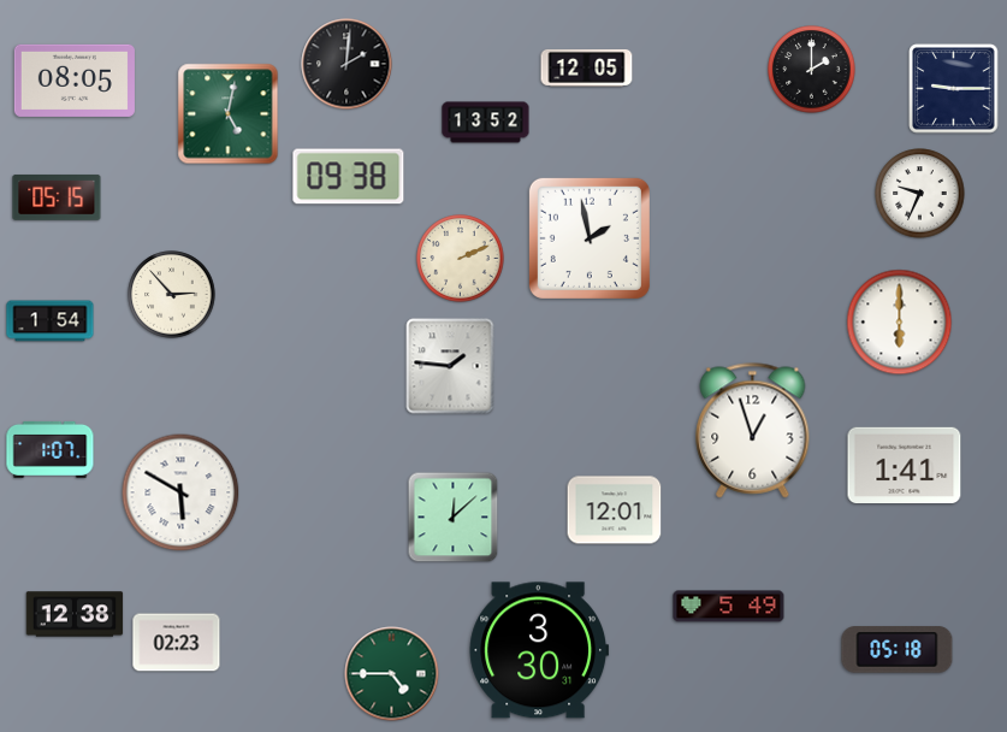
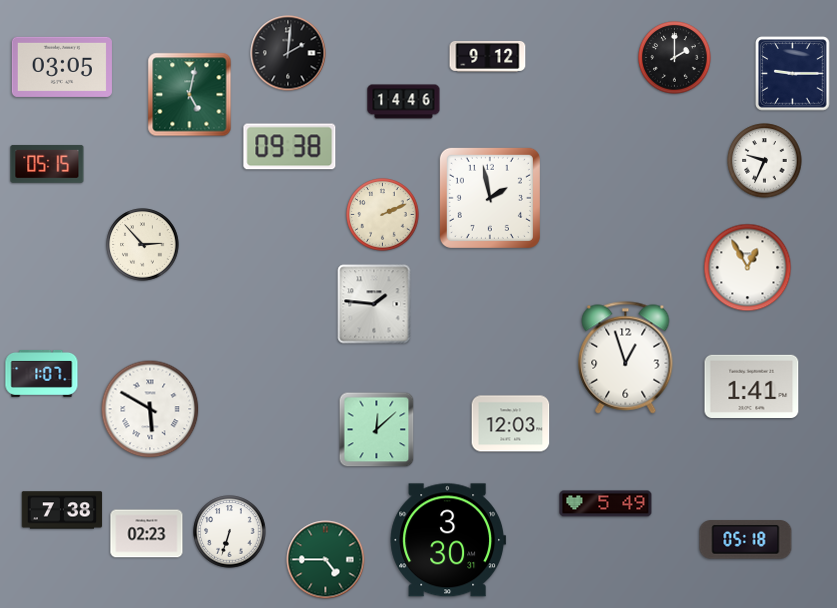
clock at (587, 67): 12:05 -> 9:12
clock at (75, 81): 08:05 -> 03:05
clock at (486, 123): 13:52 -> 14:46
clock at (51, 321): 1:54 -> none
clock at (900, 323): 6:00 -> 12:55
clock at (615, 510): 12:01 -> 12:03
clock at (75, 614): 12:38 -> 7:38
clock at (230, 532): none -> 6:33
